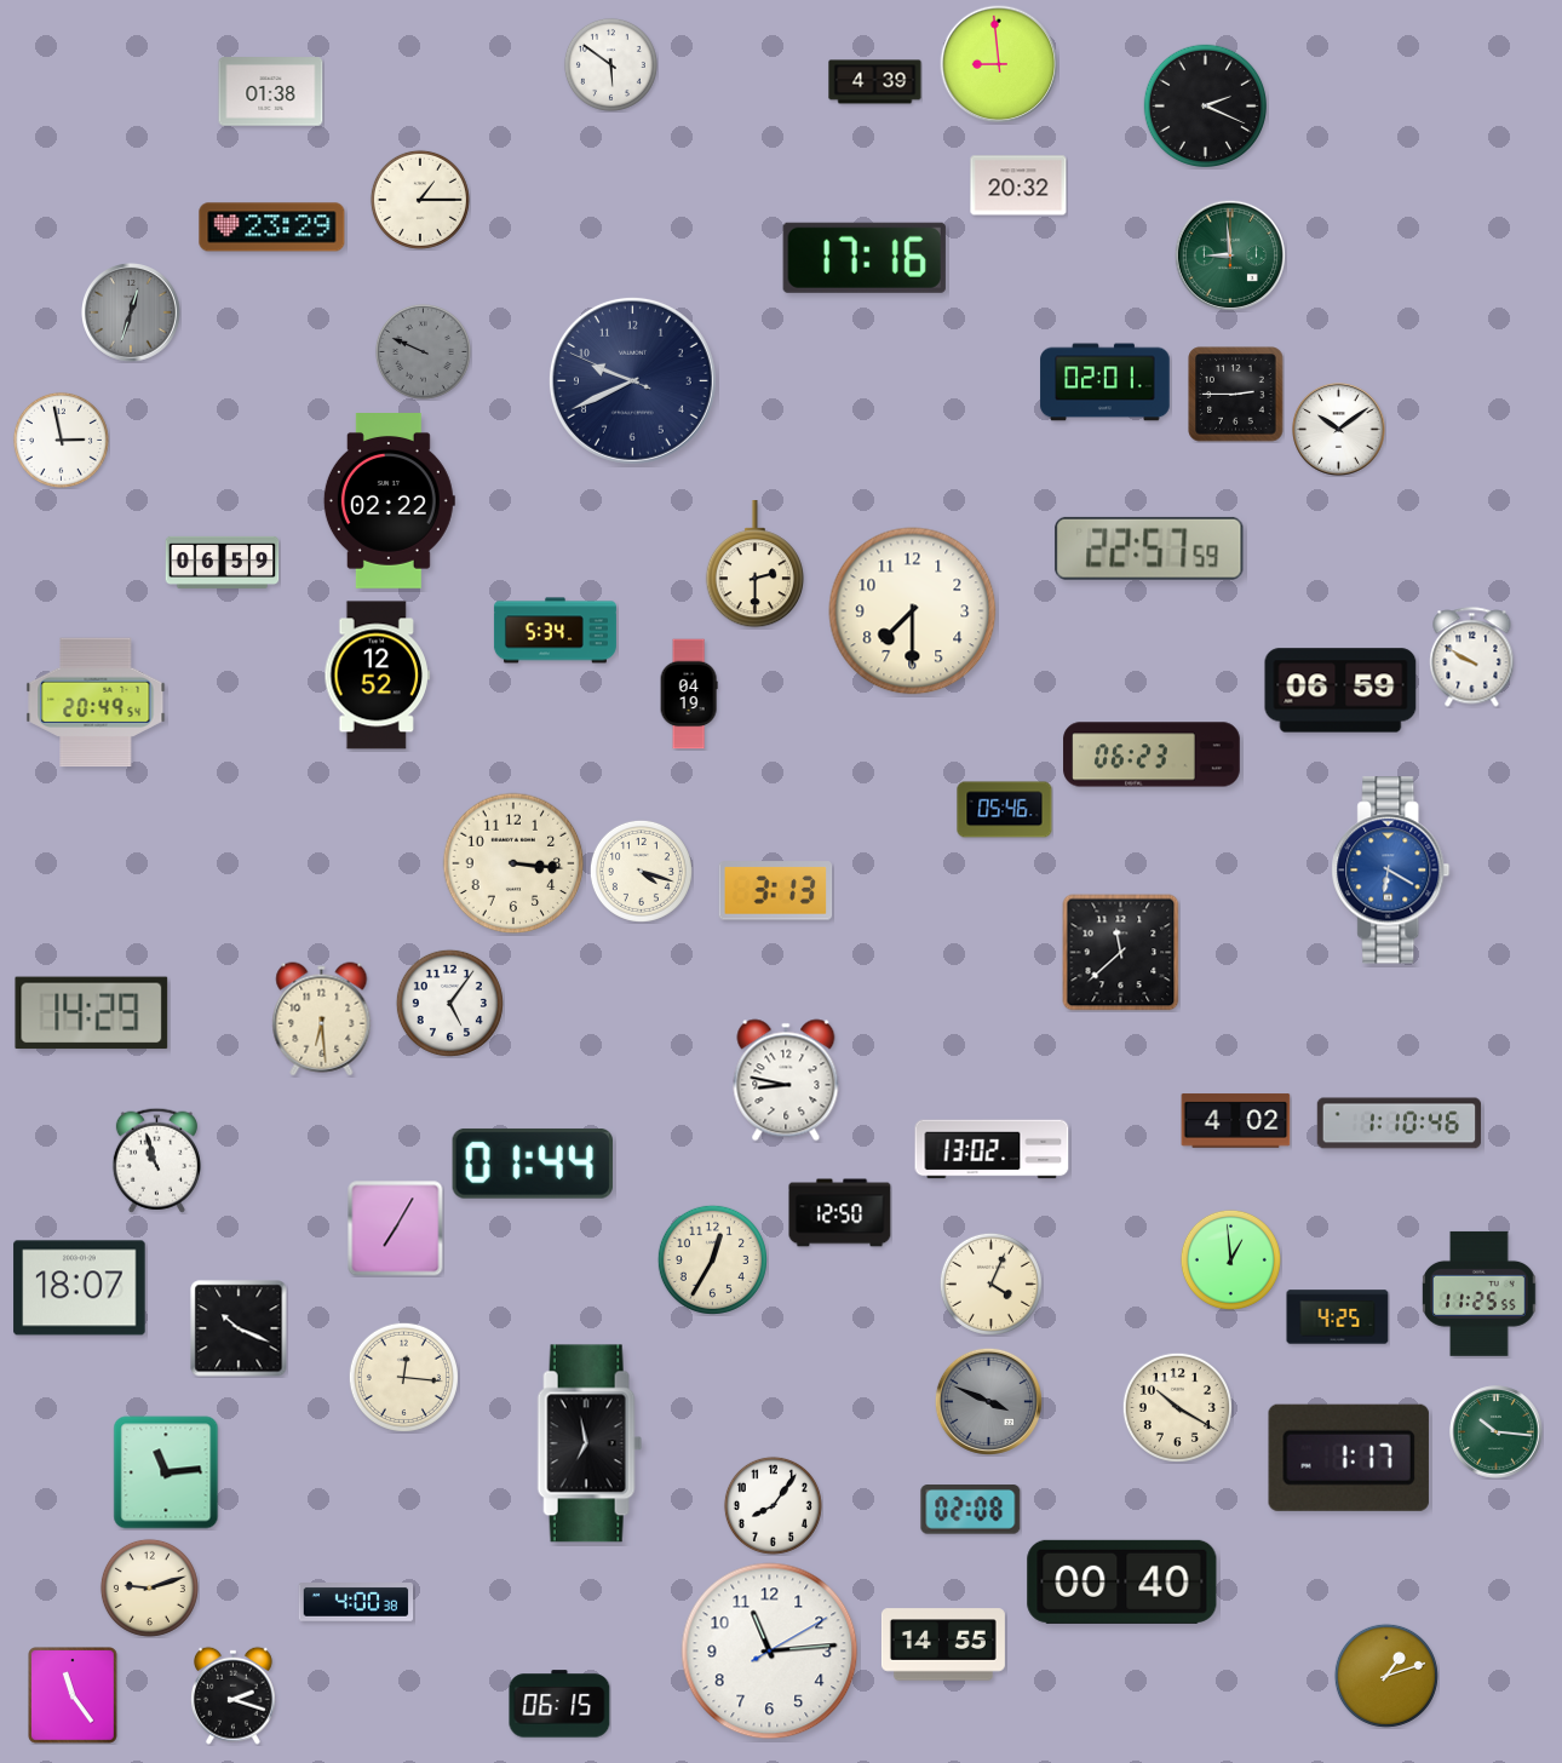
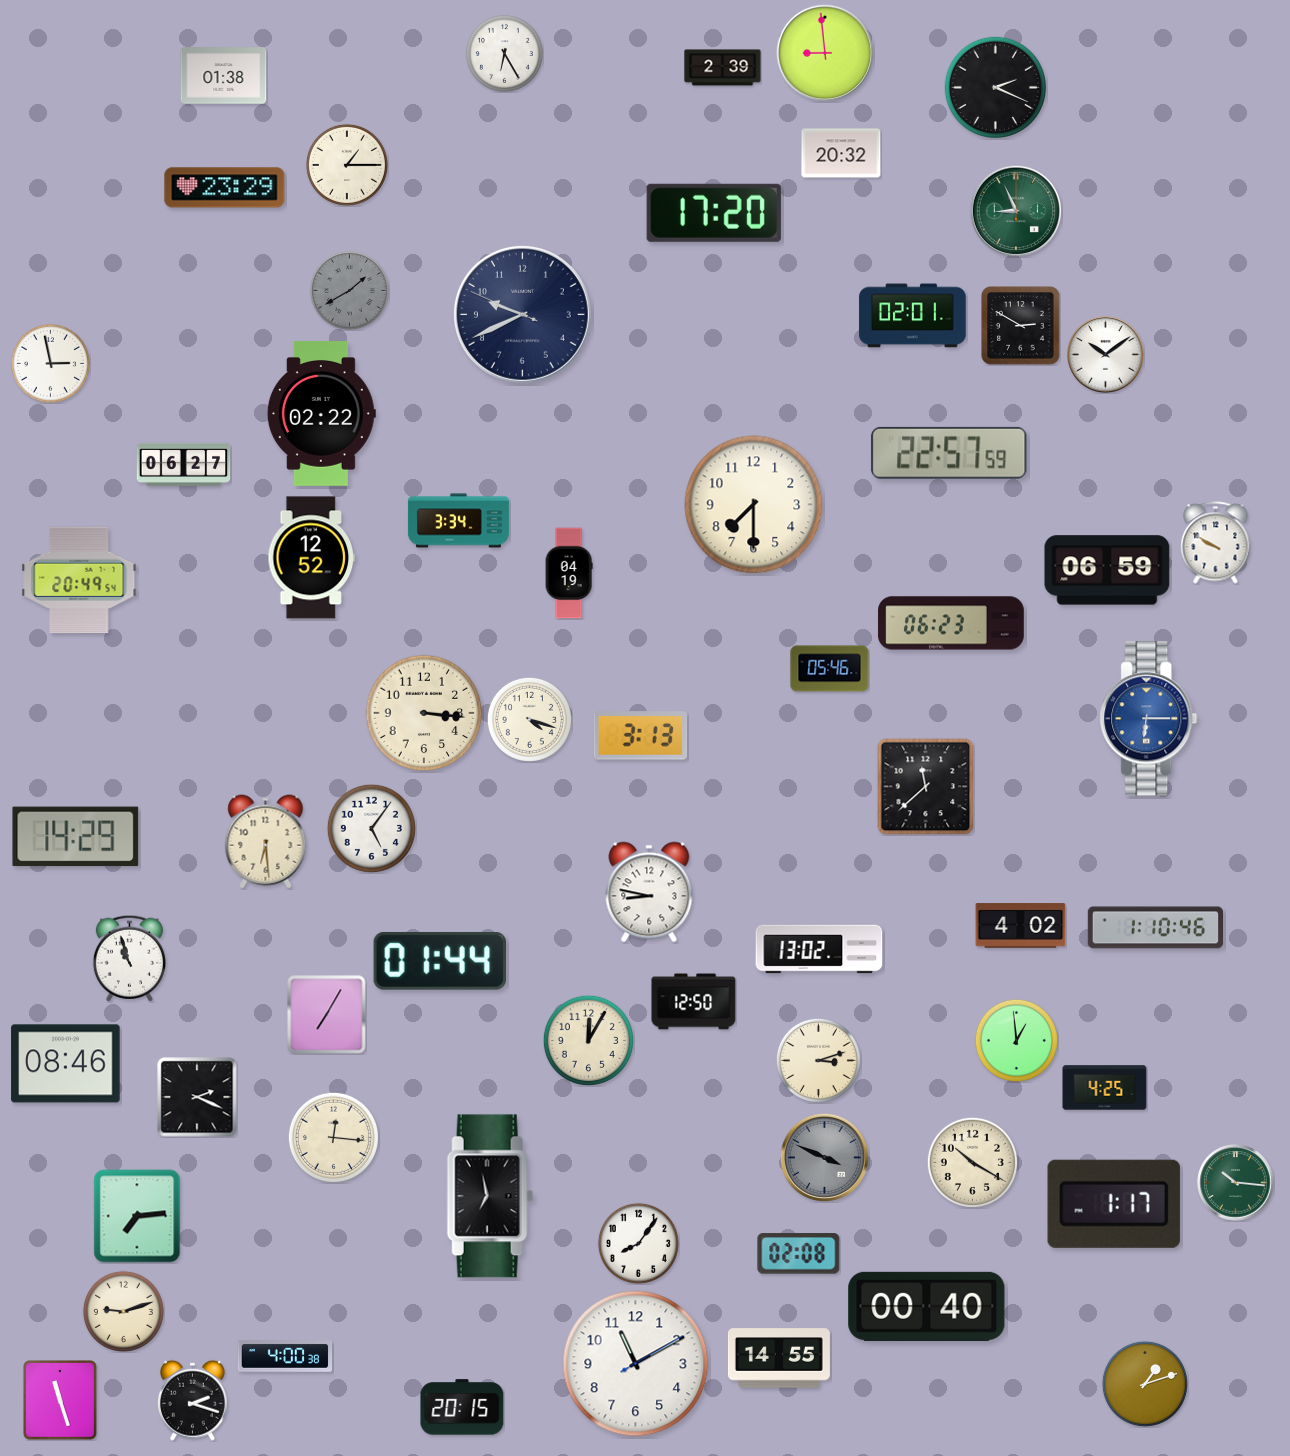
clock at (610, 64): 5:51 -> 6:25
clock at (875, 82): 4:39 -> 2:39
clock at (1230, 255): 8:59 -> 8:56
clock at (865, 258): 17:16 -> 17:20
clock at (132, 314): 12:33 -> none
clock at (423, 351): 9:49 -> 1:40
clock at (1236, 395): 2:45 -> 2:50
clock at (223, 562): 06:59 -> 06:27
clock at (754, 565): 2:30 -> none
clock at (555, 631): 5:34 -> 3:34
clock at (1391, 871): 6:20 -> 6:15
clock at (712, 1259): 12:35 -> 12:05
clock at (990, 1284): 4:04 -> 3:12
clock at (80, 1288): 18:07 -> 08:46
clock at (1480, 1293): 11:25 -> none
clock at (239, 1328): 10:19 -> 2:19
clock at (988, 1401) position: (988, 1401) -> (824, 1157)
clock at (590, 1443) position: (590, 1443) -> (490, 1196)
clock at (166, 1472): 11:14 -> 7:14
clock at (971, 1510) position: (971, 1510) -> (799, 1254)
clock at (356, 1603) position: (356, 1603) -> (285, 1357)
clock at (770, 1652): 11:14 -> 11:10
clock at (74, 1696): 11:24 -> 11:27
clock at (559, 1704): 06:15 -> 20:15
